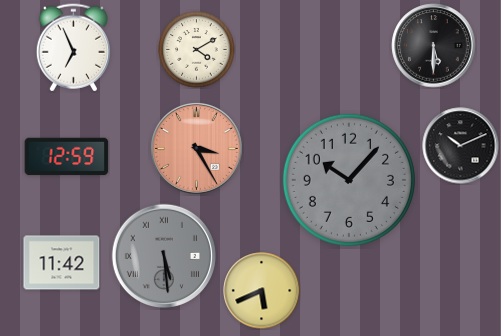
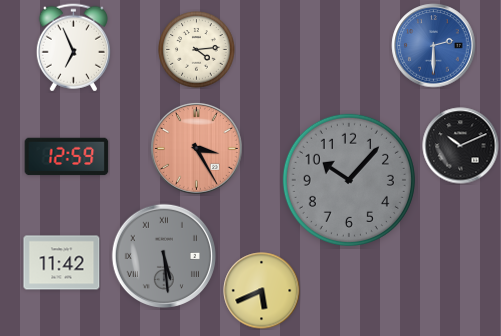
clock at (434, 46): 5:30 -> 2:30
clock at (434, 46) dial: black -> blue
clock at (197, 50): 4:10 -> 4:14
